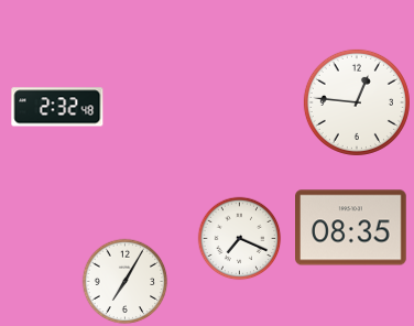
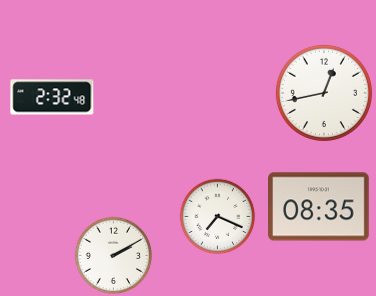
clock at (357, 102): 12:46 -> 12:43
clock at (126, 282): 7:05 -> 2:10
